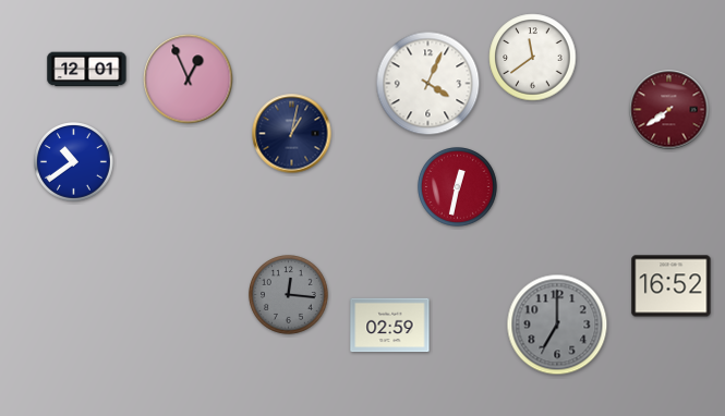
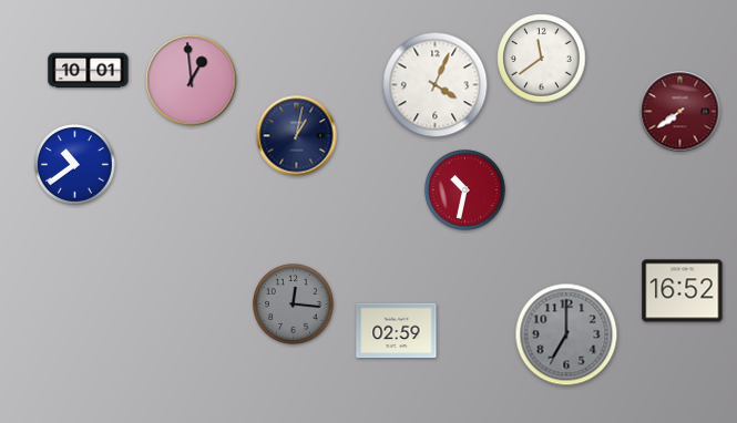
clock at (87, 70): 12:01 -> 10:01
clock at (189, 79): 12:56 -> 12:59
clock at (458, 187): 12:32 -> 10:32
clock at (289, 295) position: (289, 295) -> (294, 305)
clock at (557, 325) position: (557, 325) -> (566, 334)
